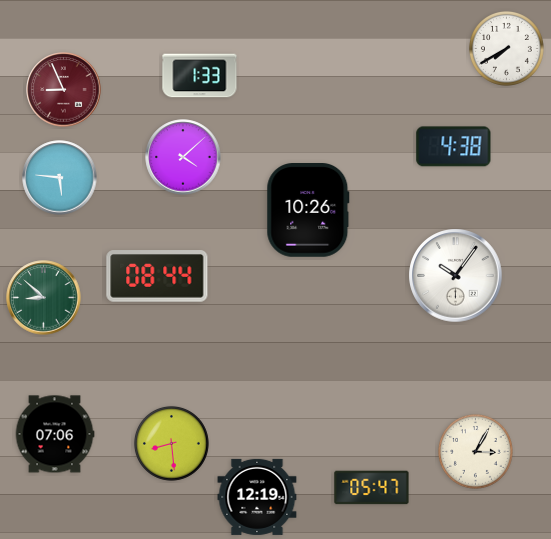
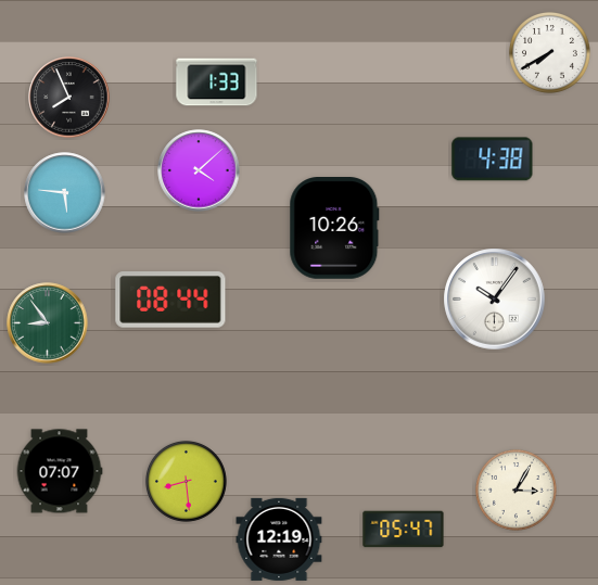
clock at (64, 90): 8:56 -> 7:56
clock at (64, 90) dial: burgundy -> black
clock at (44, 298): 8:52 -> 8:54
clock at (55, 434): 07:06 -> 07:07
